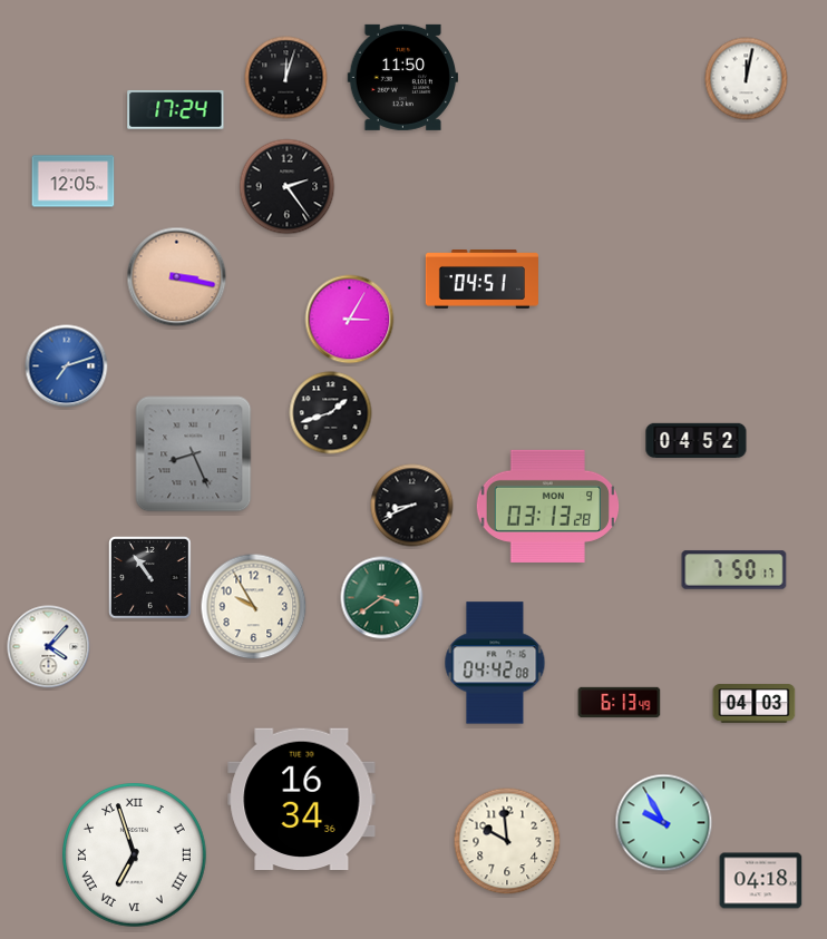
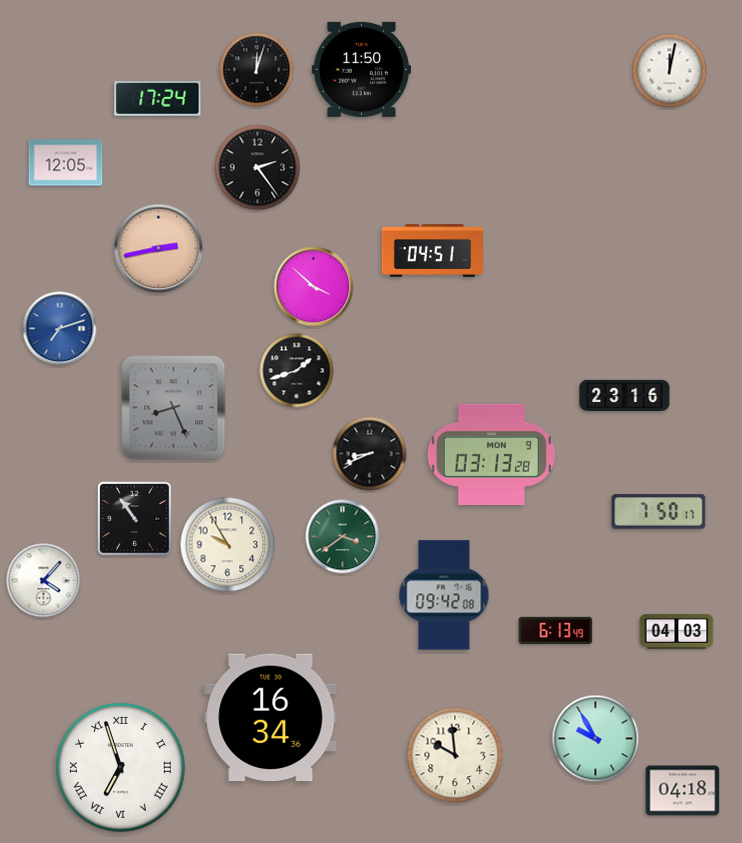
clock at (177, 277): 3:17 -> 2:43
clock at (350, 320): 3:05 -> 3:52
clock at (697, 441): 04:52 -> 23:16
clock at (495, 663): 04:42 -> 09:42
